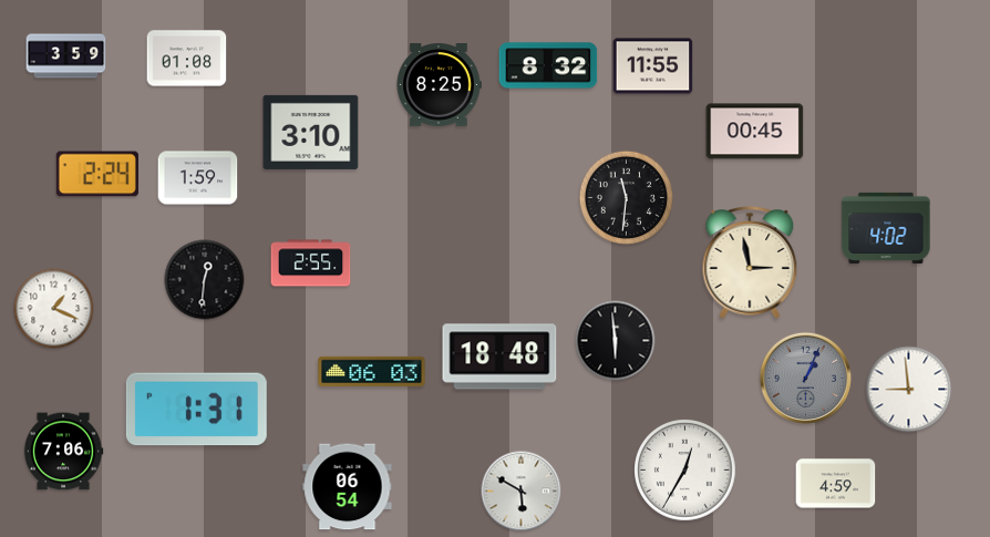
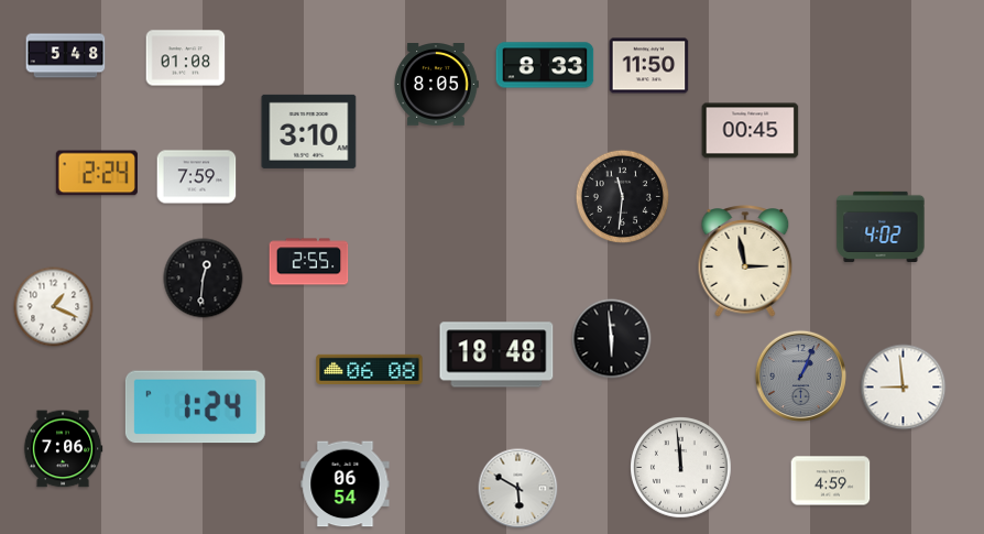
clock at (66, 56): 3:59 -> 5:48
clock at (548, 65): 8:32 -> 8:33
clock at (653, 66): 11:55 -> 11:50
clock at (439, 85): 8:25 -> 8:05
clock at (198, 178): 1:59 -> 7:59
clock at (372, 371): 06:03 -> 06:08
clock at (196, 410): 1:31 -> 1:24
clock at (685, 471): 12:35 -> 11:59
